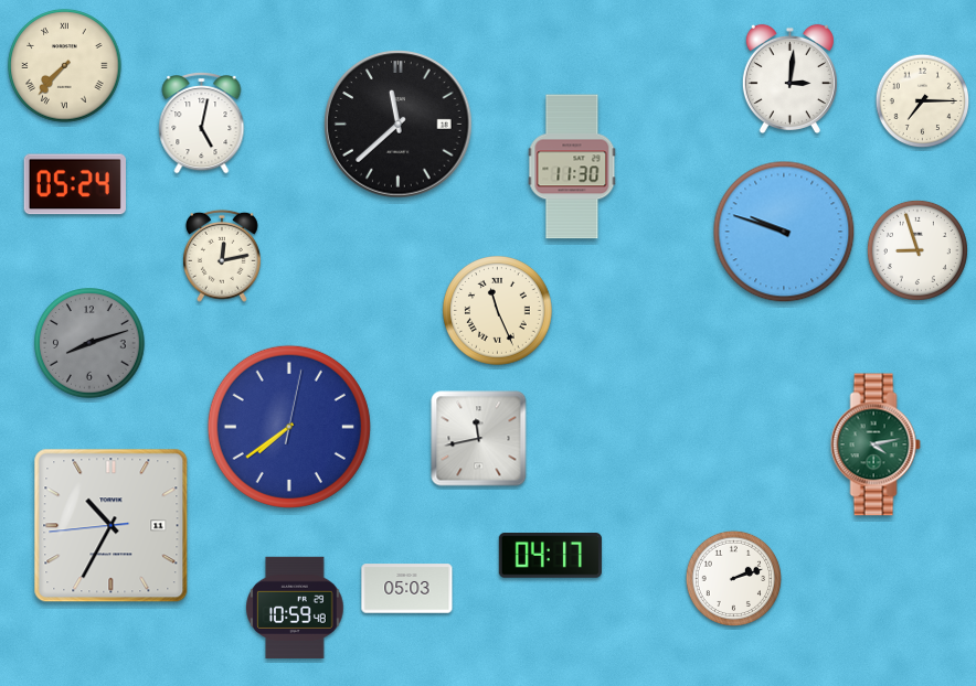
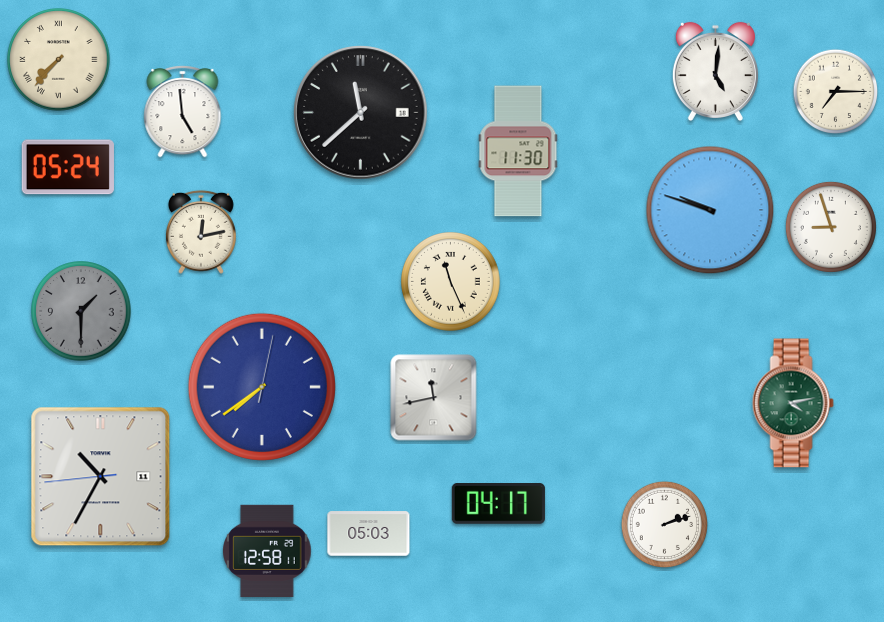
clock at (789, 79): 3:01 -> 5:01
clock at (202, 124): 5:02 -> 4:59
clock at (89, 343): 8:12 -> 1:30
clock at (296, 607): 10:59 -> 12:58
